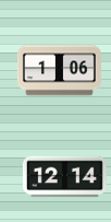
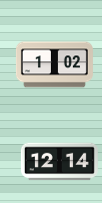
clock at (59, 71): 1:06 -> 1:02
